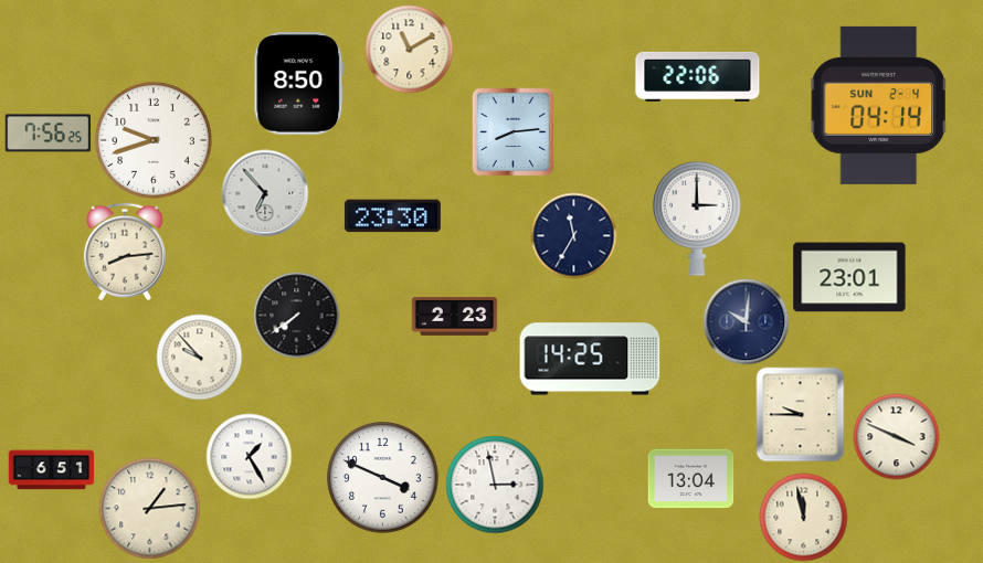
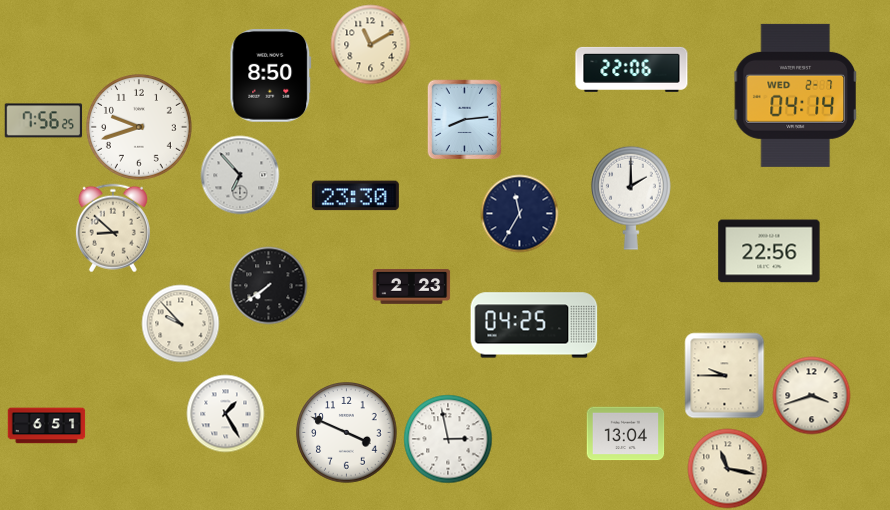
clock at (879, 105) date: SUN 2-4 -> WED 2-7
clock at (697, 219): 3:00 -> 2:00
clock at (125, 252): 8:14 -> 8:52
clock at (849, 277): 23:01 -> 22:56
clock at (746, 321): 10:01 -> none
clock at (590, 359): 14:25 -> 04:25
clock at (896, 436): 3:49 -> 3:42
clock at (149, 508): 1:14 -> none
clock at (803, 517): 11:58 -> 11:17
